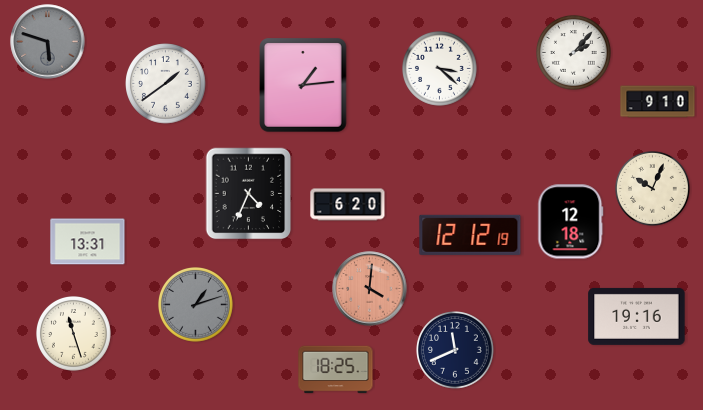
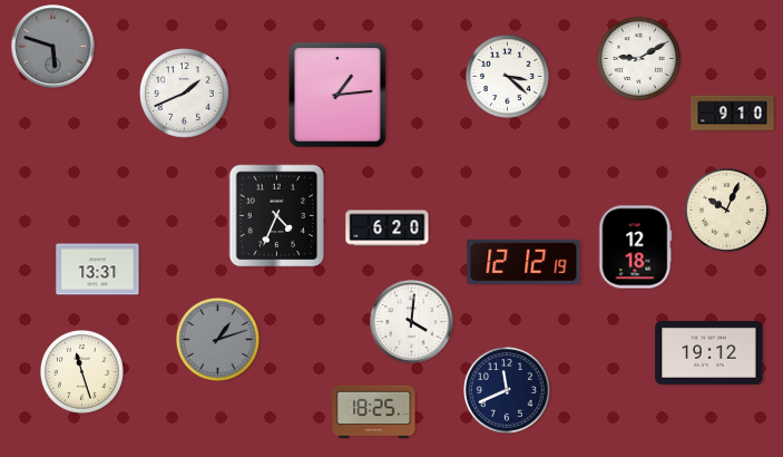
clock at (574, 53): 2:07 -> 9:10
clock at (440, 69) position: (440, 69) -> (508, 77)
clock at (166, 84): 1:39 -> 1:41
clock at (370, 289) dial: salmon -> white
clock at (637, 316): 19:16 -> 19:12
